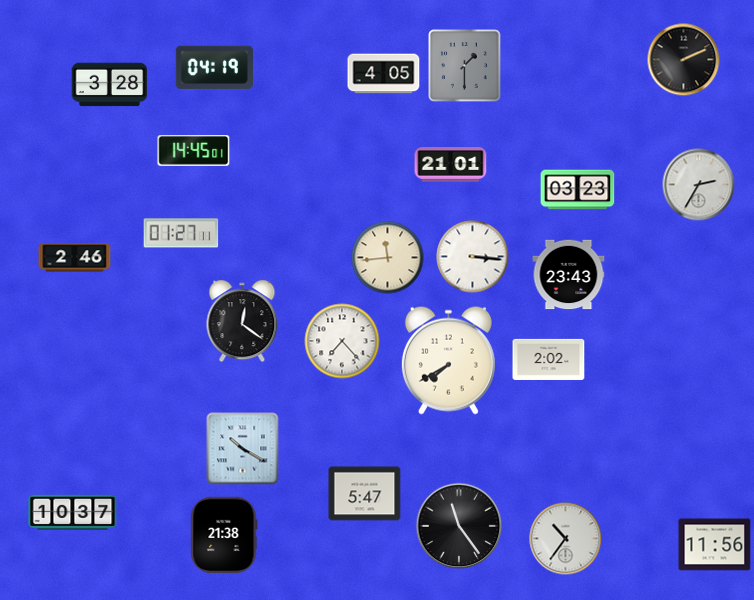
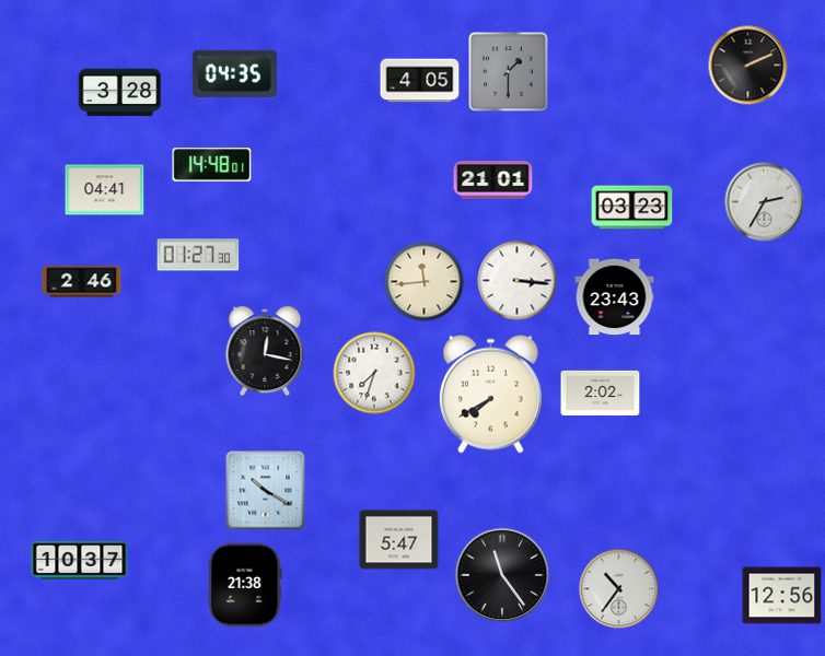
clock at (214, 68): 04:19 -> 04:35
clock at (194, 151): 14:45 -> 14:48
clock at (105, 190): none -> 04:41
clock at (181, 233): 01:27:11 -> 01:27:30
clock at (569, 275) position: (569, 275) -> (615, 297)
clock at (242, 321): 12:21 -> 12:17
clock at (342, 341): 7:23 -> 7:33
clock at (715, 545): 11:56 -> 12:56
